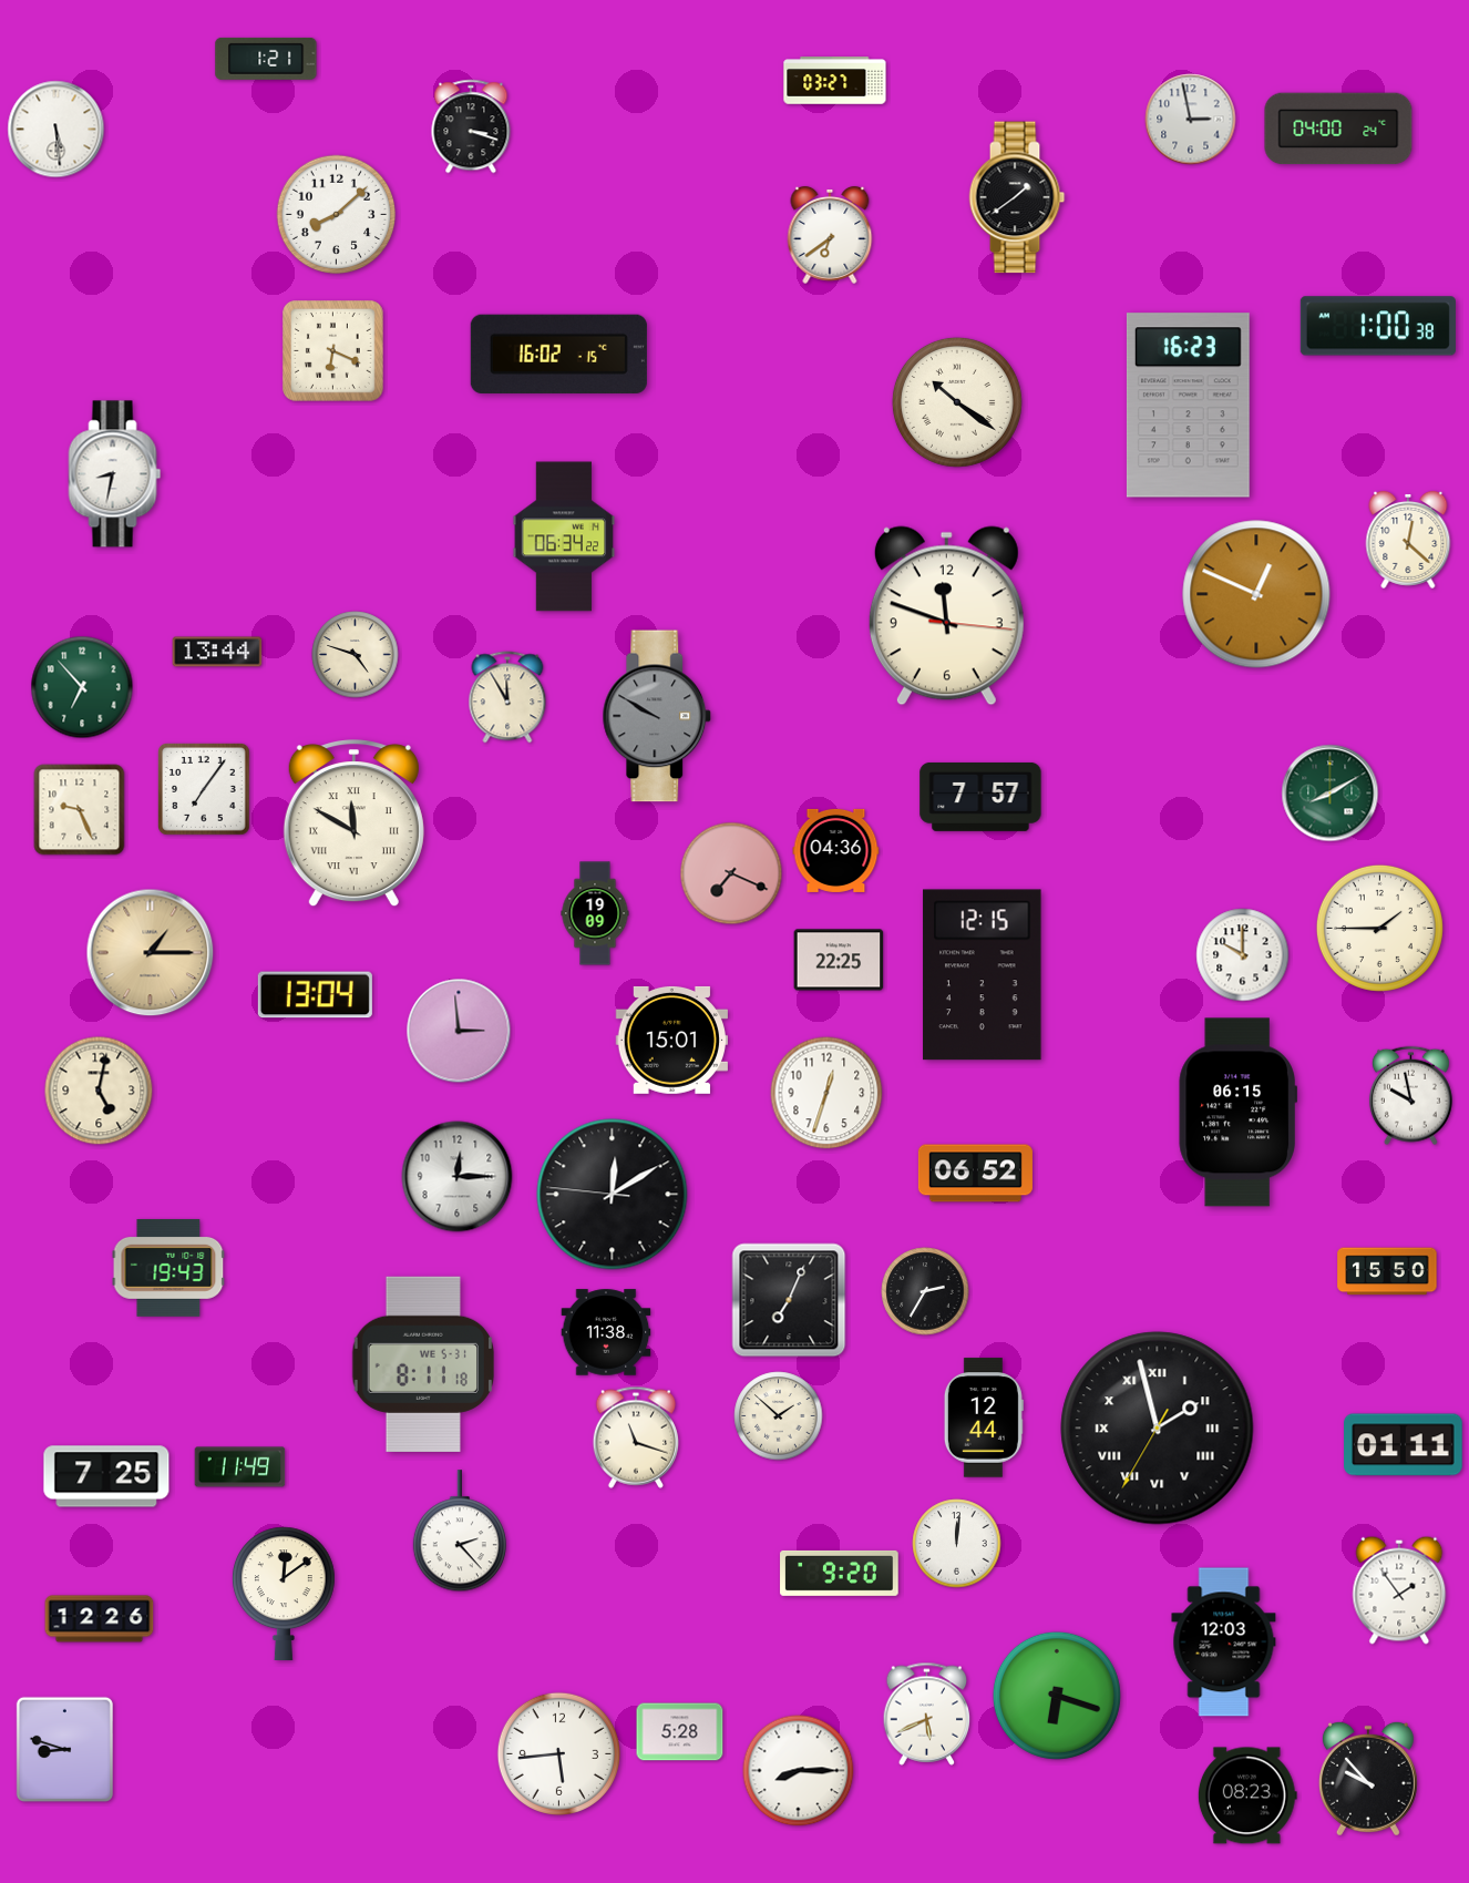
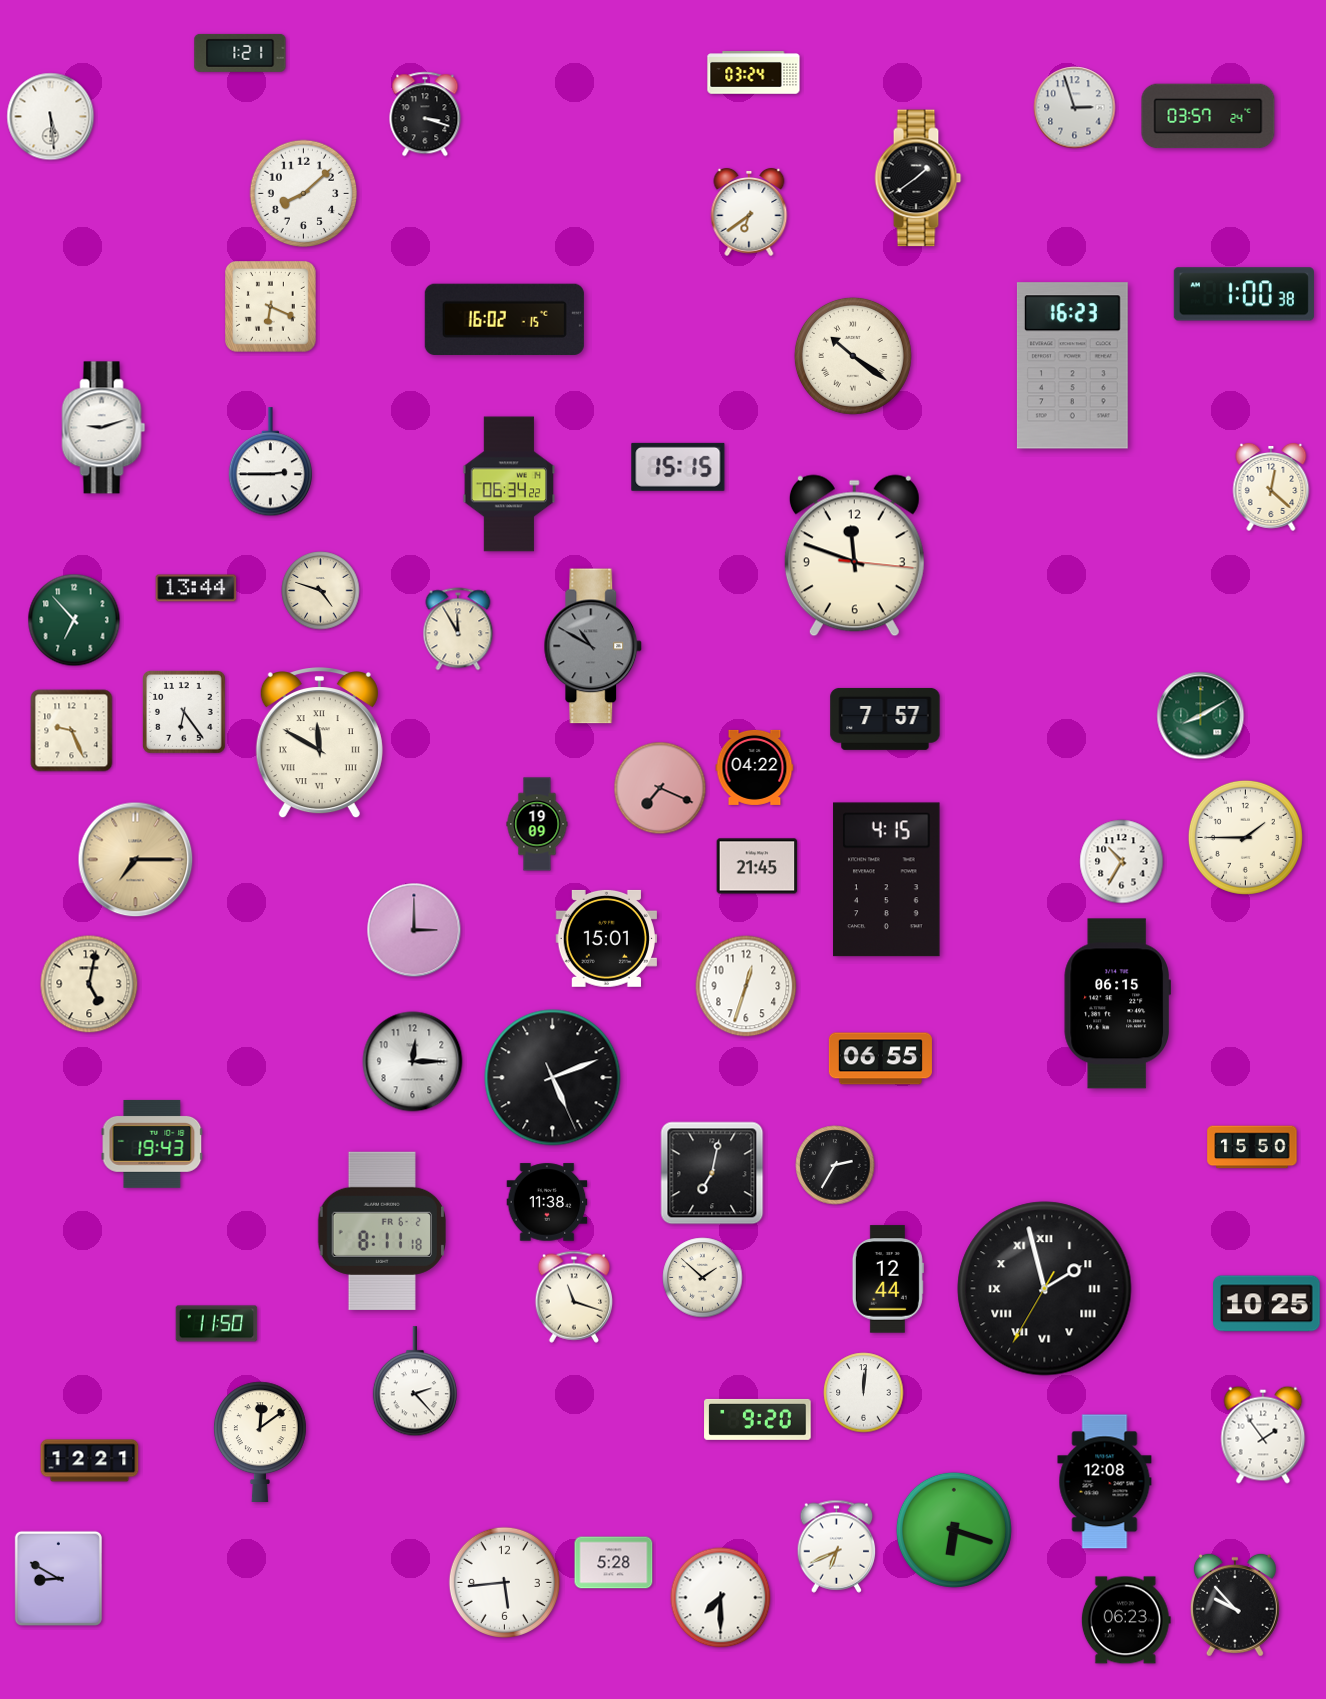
clock at (835, 81): 03:27 -> 03:24
clock at (1191, 120): 2:58 -> 2:57
clock at (1338, 129): 04:00 -> 03:57
clock at (333, 351) position: (333, 351) -> (271, 307)
clock at (957, 402) position: (957, 402) -> (853, 356)
clock at (115, 474): 8:32 -> 9:12
clock at (270, 462): none -> 2:45
clock at (678, 467): none -> 15:15
clock at (1256, 594): 12:49 -> none
clock at (657, 716): 9:50 -> 10:50
clock at (205, 790): 7:06 -> 6:24
clock at (836, 850): 04:36 -> 04:22
clock at (151, 953): 1:15 -> 7:15
clock at (1243, 955): 10:00 -> 10:35
clock at (839, 960): 22:25 -> 21:45
clock at (983, 975): 12:15 -> 4:15
clock at (315, 995): 13:04 -> none
clock at (459, 1031): 2:59 -> 3:00
clock at (1410, 1096): 9:58 -> none
clock at (975, 1174): 06:52 -> 06:55
clock at (613, 1195): 12:09 -> 5:11
clock at (789, 1300): 7:04 -> 7:02
clock at (422, 1364) date: WE 5-31 -> FR 6-2
clock at (1404, 1445): 01:11 -> 10:25
clock at (240, 1467): 11:49 -> 11:50
clock at (106, 1476): 7:25 -> none
clock at (284, 1593) position: (284, 1593) -> (260, 1441)
clock at (100, 1619): 12:26 -> 12:21
clock at (1224, 1642): 12:03 -> 12:08
clock at (927, 1713): 5:41 -> 6:41
clock at (64, 1749): 8:48 -> 8:50
clock at (799, 1771): 8:15 -> 7:30
clock at (1247, 1795): 08:23 -> 06:23
